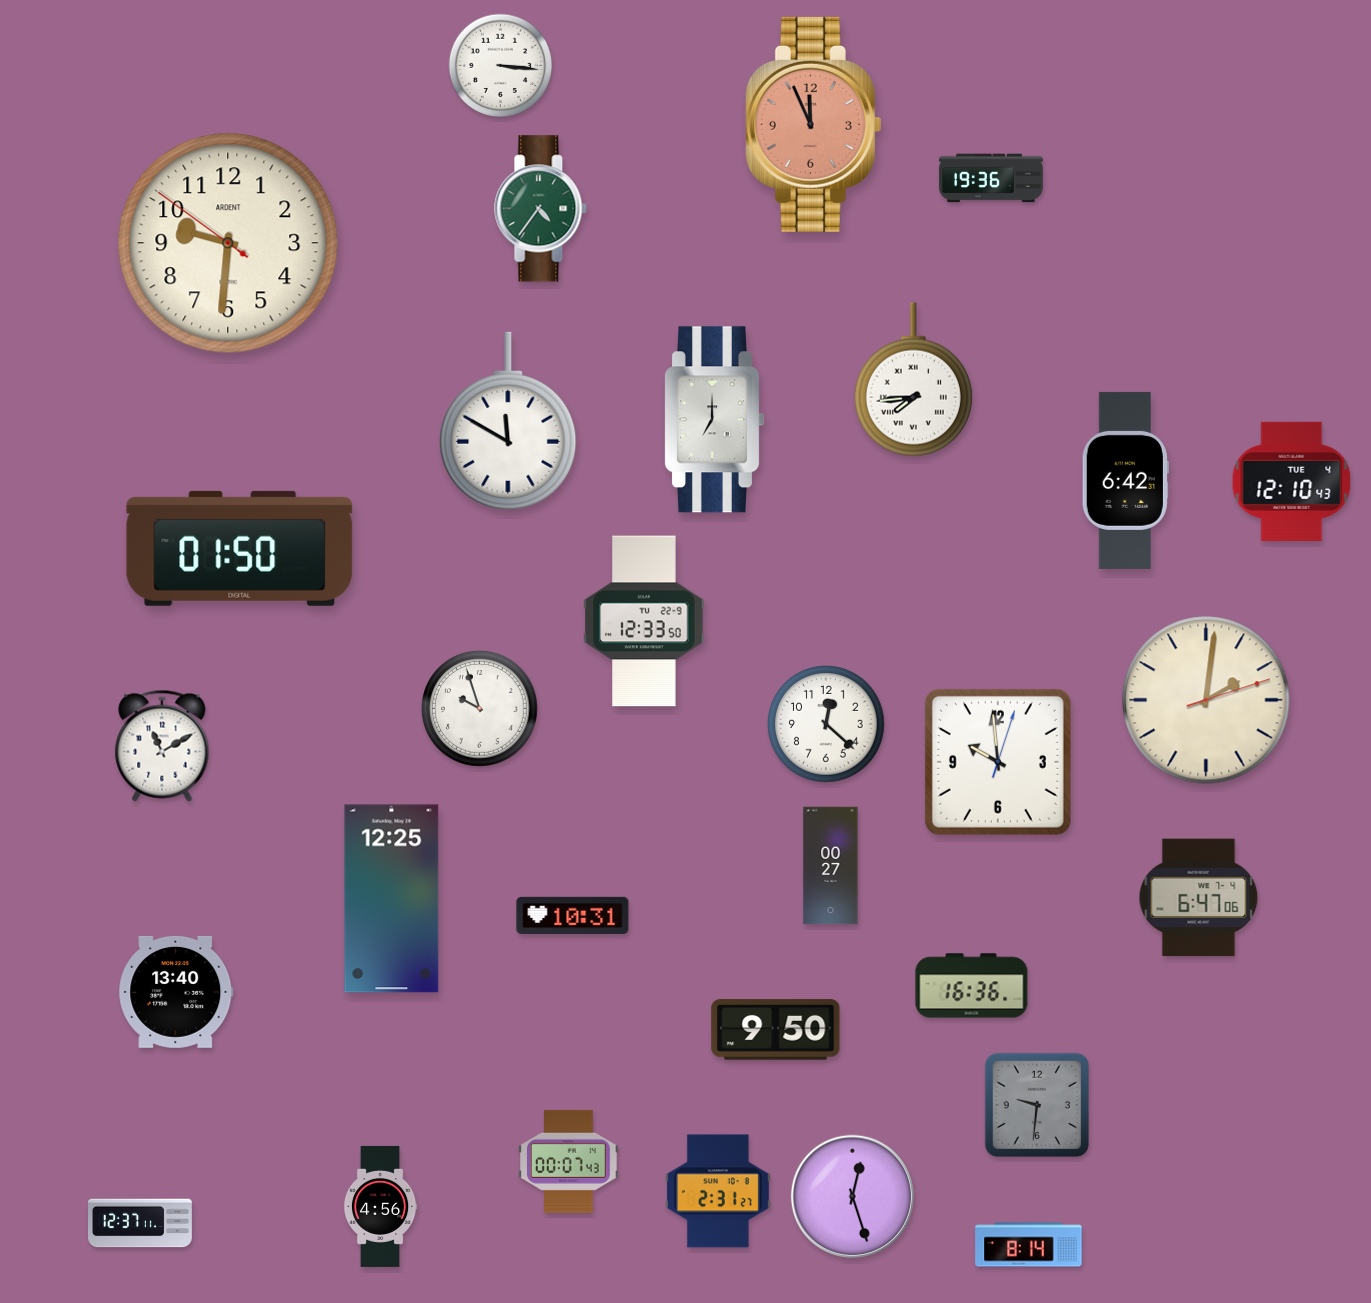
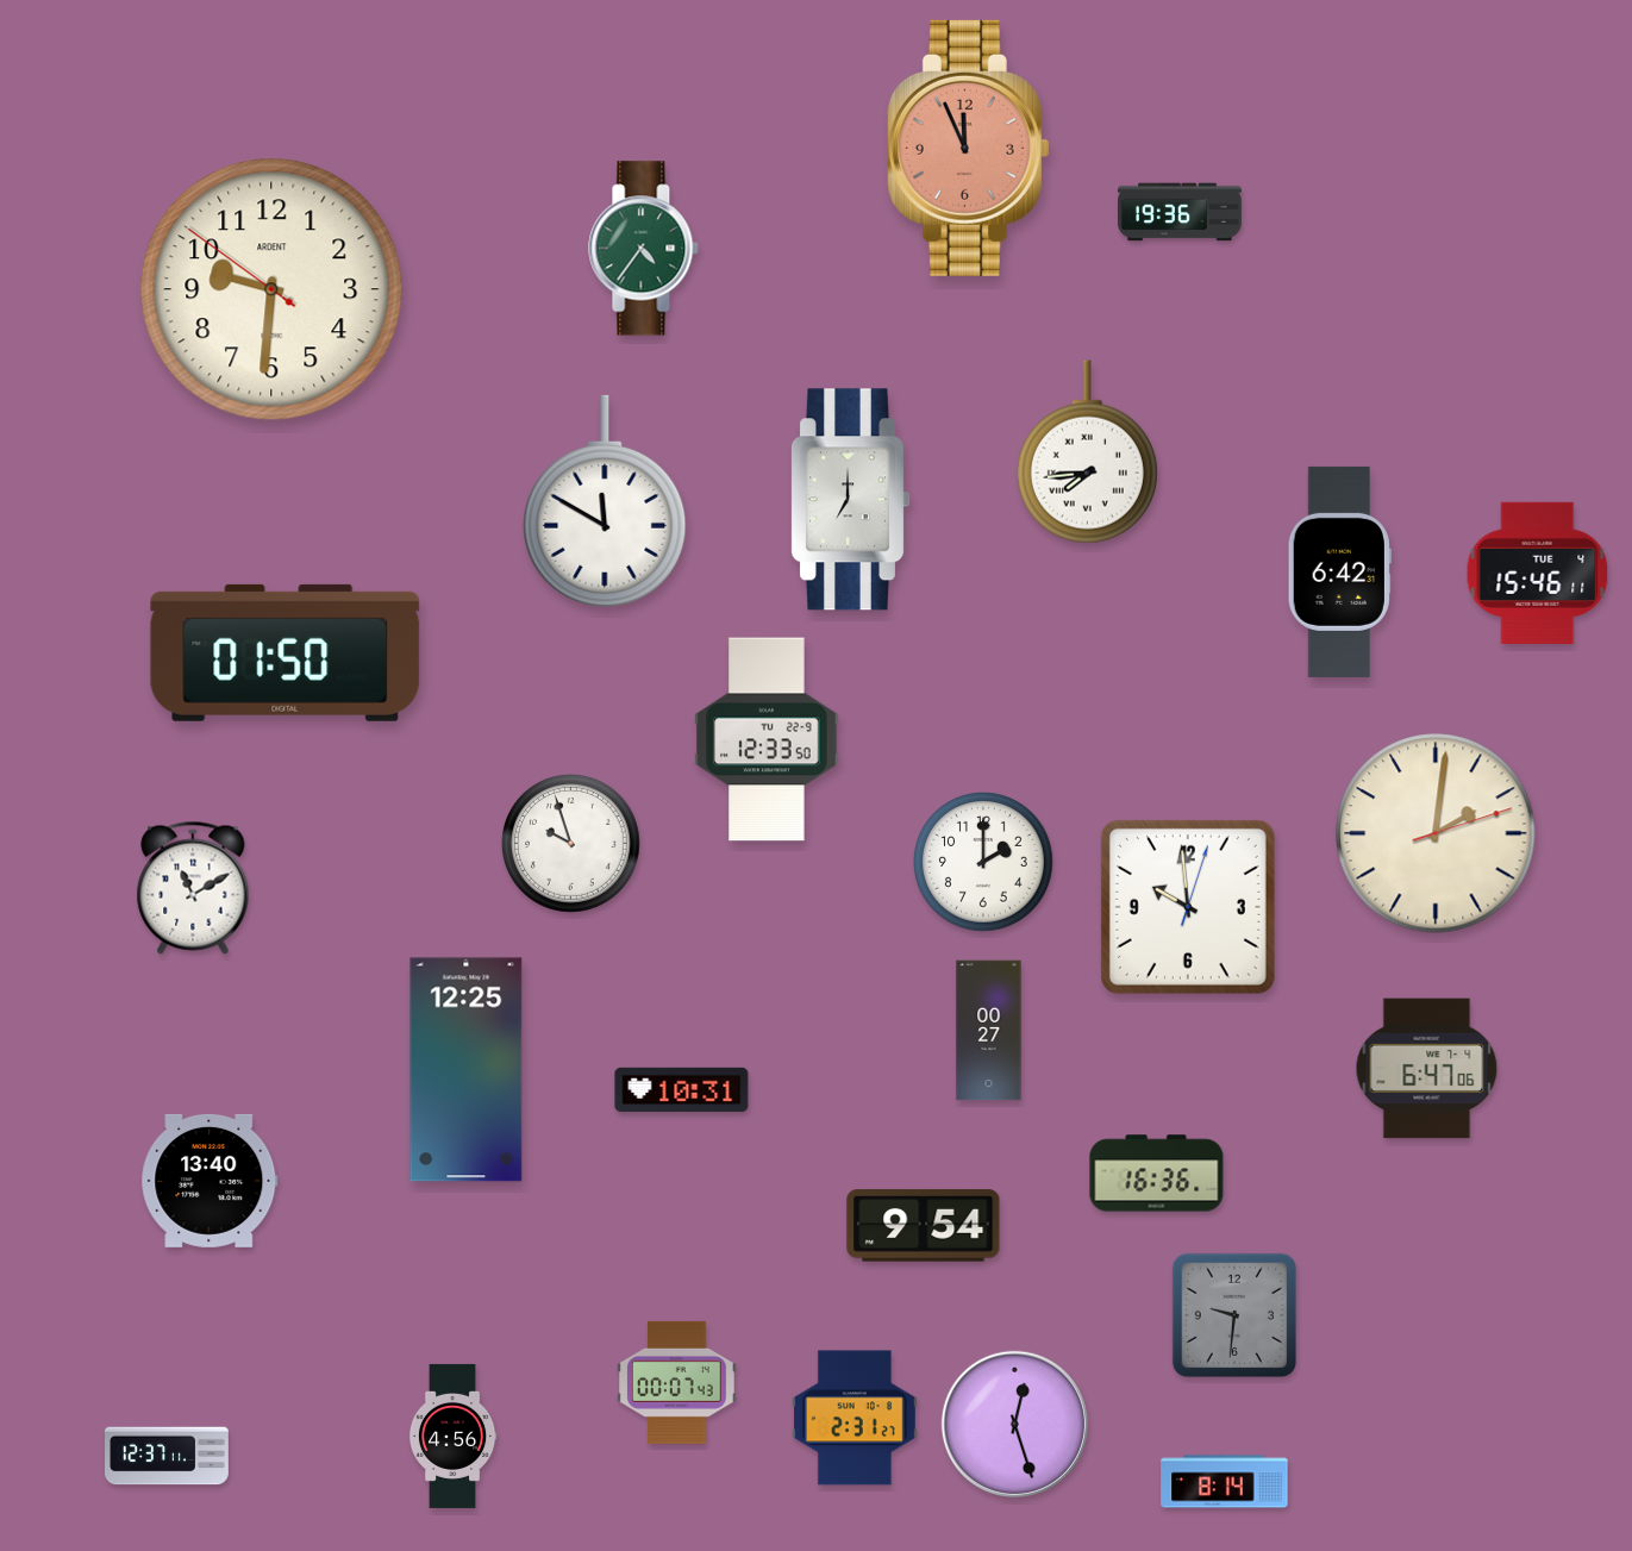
clock at (501, 66): 3:16 -> none
clock at (1292, 481): 12:10 -> 15:46
clock at (827, 725): 12:22 -> 2:00
clock at (776, 1030): 9:50 -> 9:54
